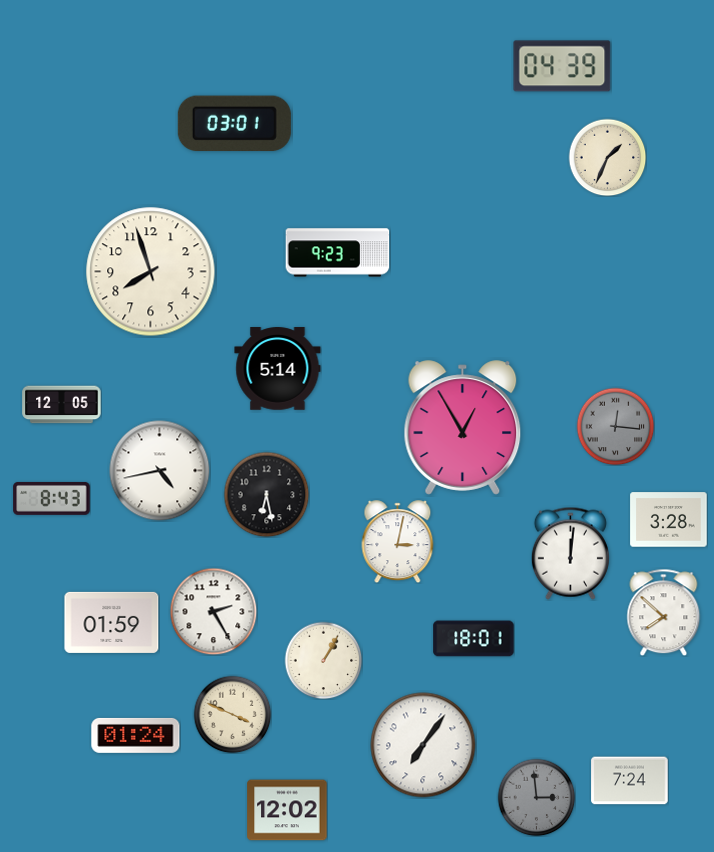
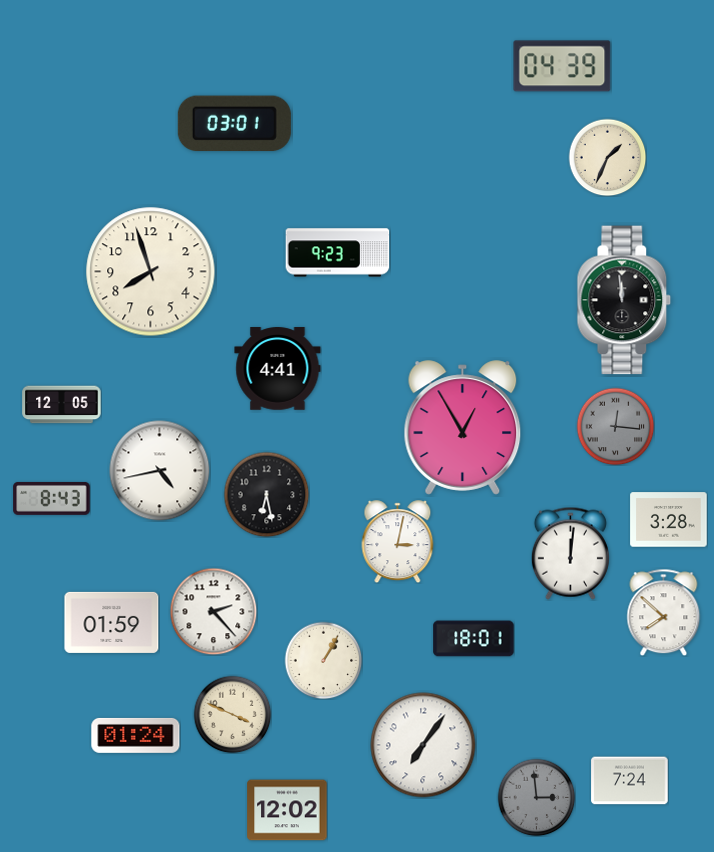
clock at (624, 300): none -> 11:59
clock at (278, 369): 5:14 -> 4:41
clock at (213, 611): 2:25 -> 2:23
